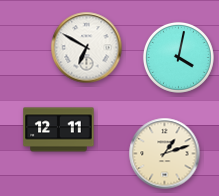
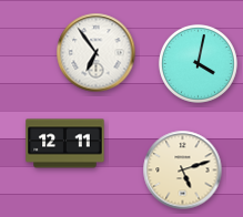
clock at (87, 48): 6:50 -> 6:54
clock at (165, 154): 1:12 -> 5:12
